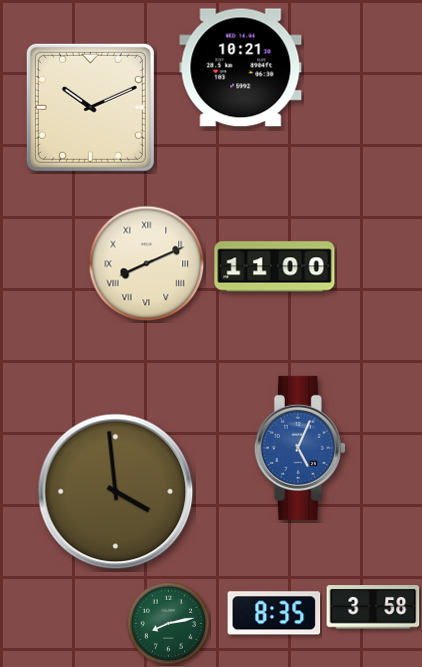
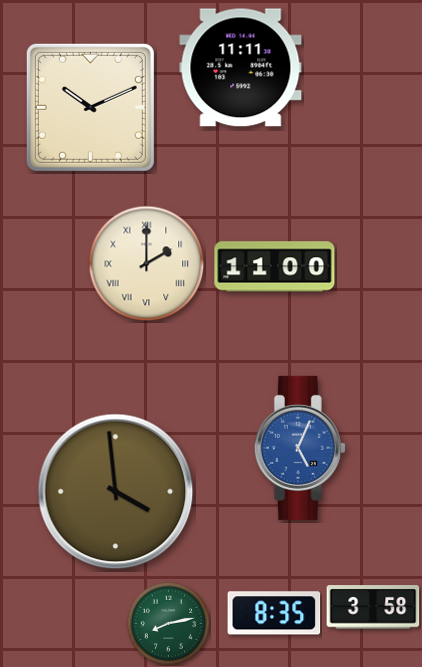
clock at (241, 68): 10:21 -> 11:11
clock at (147, 264): 8:11 -> 2:00
